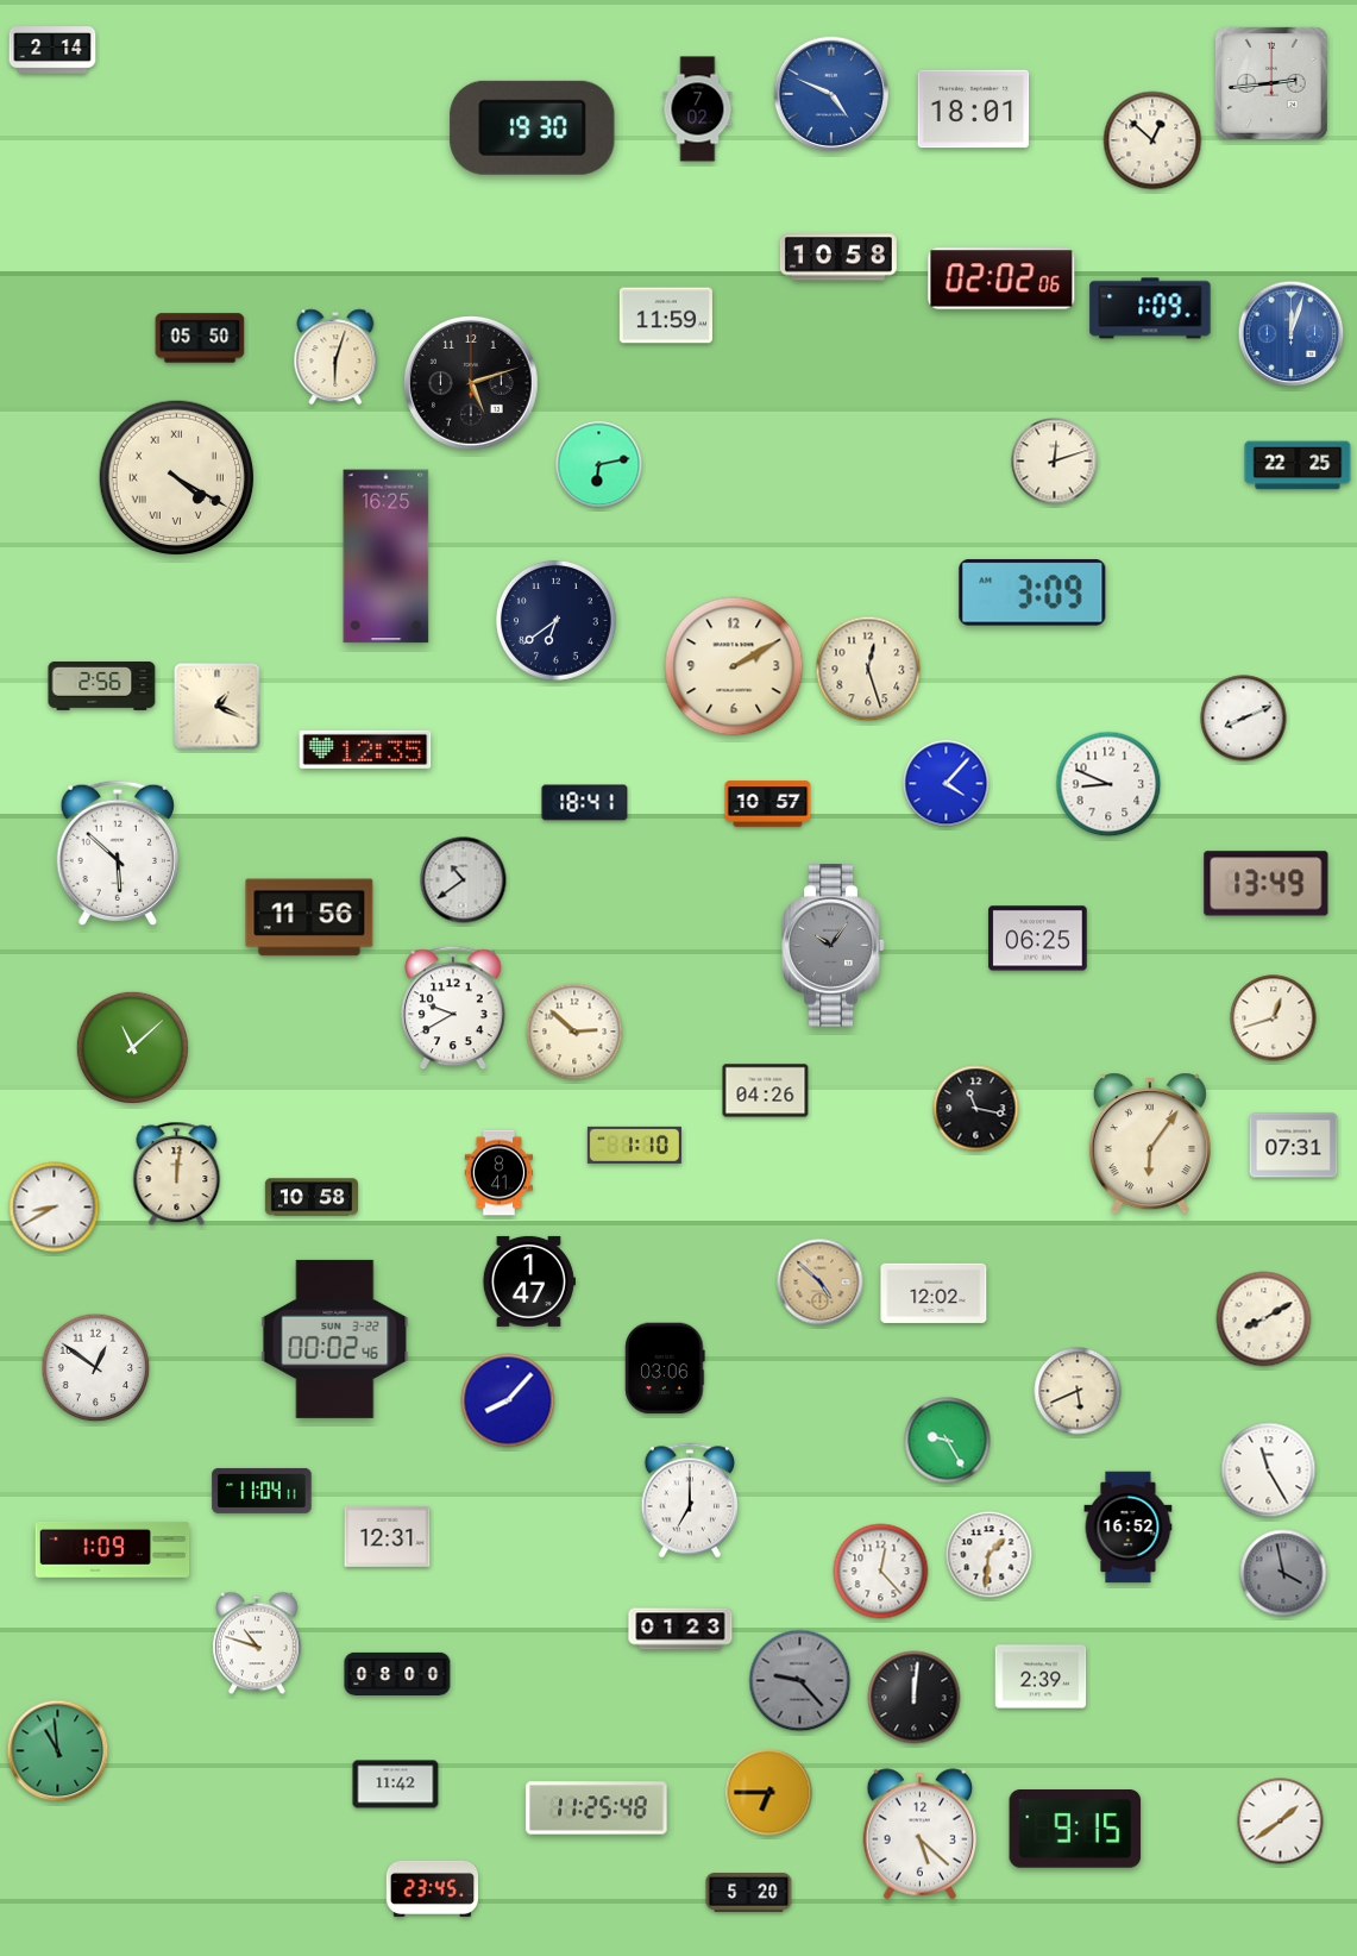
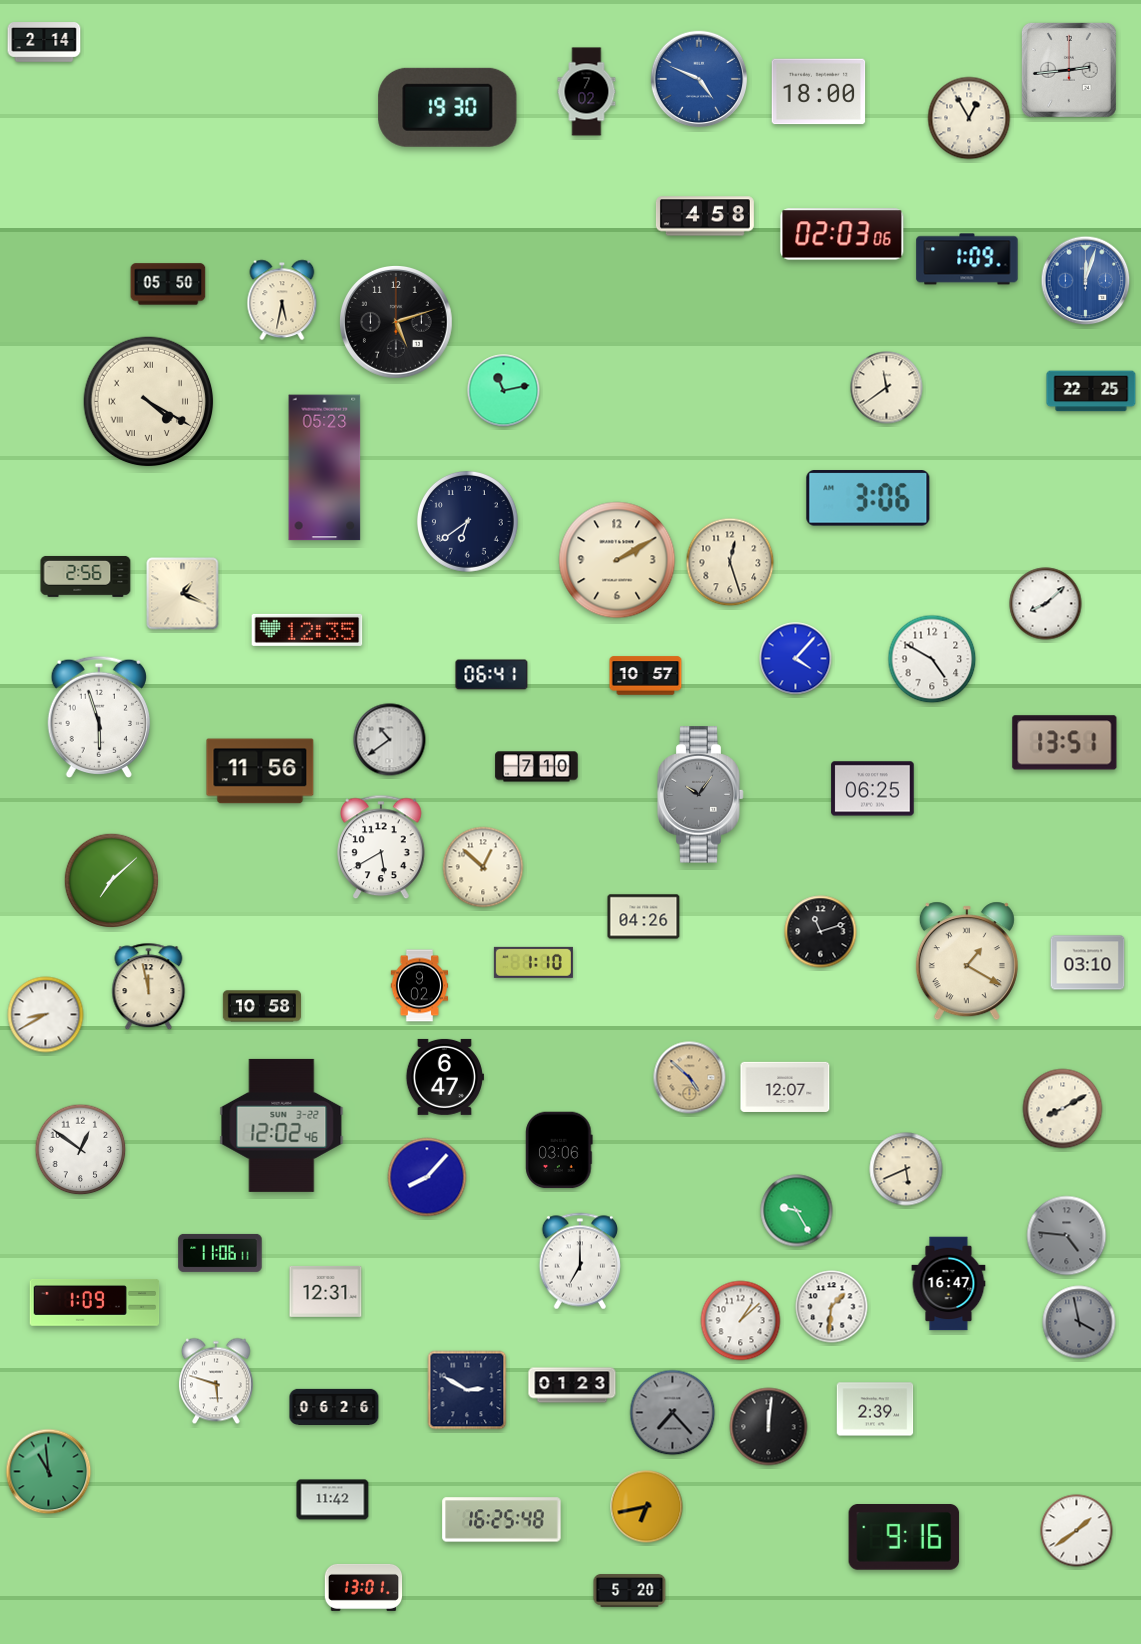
clock at (974, 109): 18:01 -> 18:00
clock at (1152, 140): 12:52 -> 12:55
clock at (838, 257): 10:58 -> 4:58
clock at (1001, 278): 02:02 -> 02:03
clock at (666, 315): 11:59 -> none
clock at (335, 357): 6:03 -> 5:32
clock at (1055, 462): 12:12 -> 11:39
clock at (599, 465): 6:13 -> 11:13
clock at (387, 557): 16:25 -> 05:23
clock at (1032, 593): 3:09 -> 3:06
clock at (1244, 719): 8:11 -> 8:08
clock at (1108, 784): 8:49 -> 4:50
clock at (585, 803): 18:41 -> 06:41
clock at (117, 852): 5:52 -> 5:57
clock at (1267, 884): 13:49 -> 13:51
clock at (537, 767): none -> 7:10
clock at (453, 1008): 9:40 -> 5:40
clock at (1274, 1018): 12:42 -> none
clock at (574, 1032): 2:52 -> 12:52
clock at (132, 1047): 11:08 -> 7:08
clock at (976, 1109): 11:17 -> 11:12
clock at (1150, 1143): 6:06 -> 1:20
clock at (1294, 1146): 07:31 -> 03:10
clock at (500, 1173): 8:41 -> 9:02
clock at (177, 1174): 12:01 -> 11:58
clock at (529, 1281): 1:47 -> 6:47
clock at (934, 1293): 12:02 -> 12:07
clock at (335, 1339): 00:02 -> 12:02
clock at (1269, 1471): 11:25 -> 4:46
clock at (1269, 1471) dial: white -> grey
clock at (262, 1491): 11:04 -> 11:06
clock at (1129, 1528): 16:52 -> 16:47
clock at (881, 1572): 12:23 -> 1:08
clock at (680, 1629) position: (680, 1629) -> (572, 1385)
clock at (257, 1643): 10:48 -> 5:48
clock at (467, 1390): none -> 2:50
clock at (397, 1674): 08:00 -> 06:26
clock at (800, 1681): 9:23 -> 7:23
clock at (769, 1793): 6:45 -> 6:43
clock at (597, 1808): 11:25 -> 16:25
clock at (1075, 1830): 9:15 -> 9:16
clock at (921, 1835): 5:22 -> none
clock at (433, 1888): 23:45 -> 13:01
